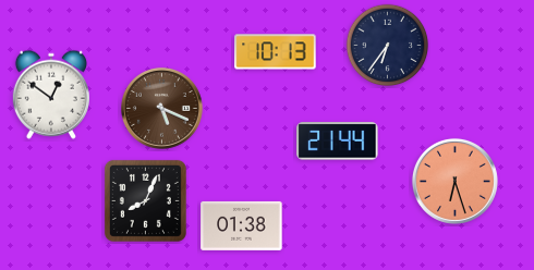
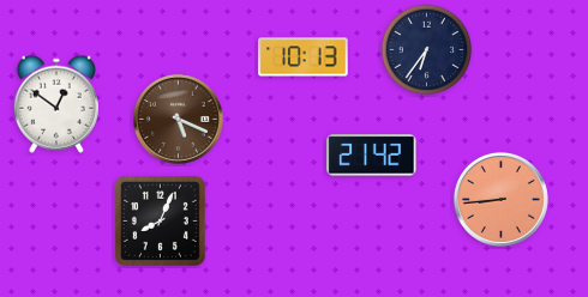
clock at (338, 142): 21:44 -> 21:42
clock at (454, 181): 6:27 -> 8:44
clock at (242, 225): 01:38 -> none
